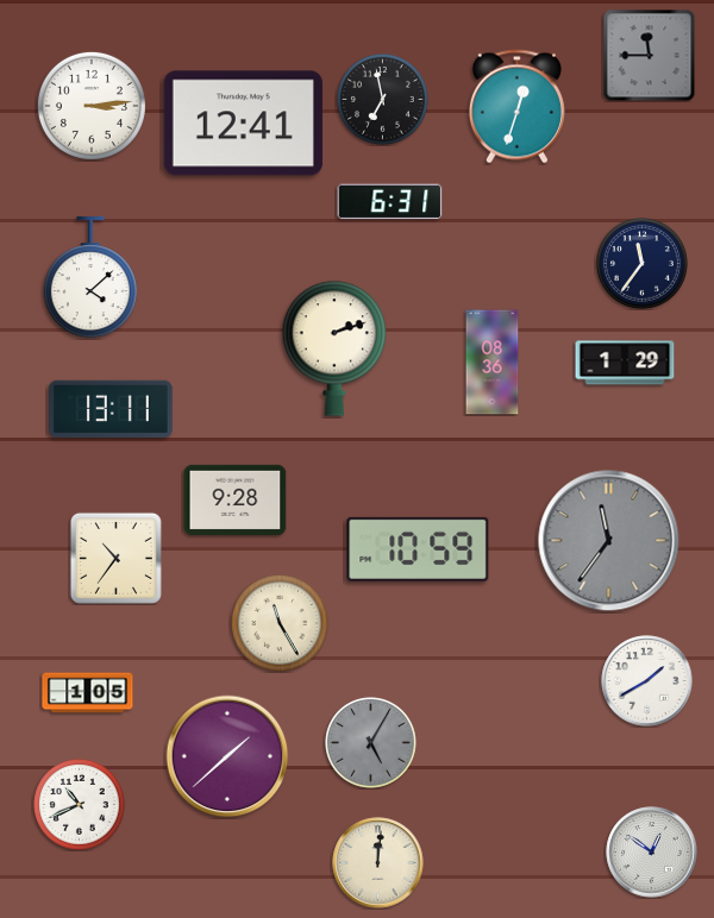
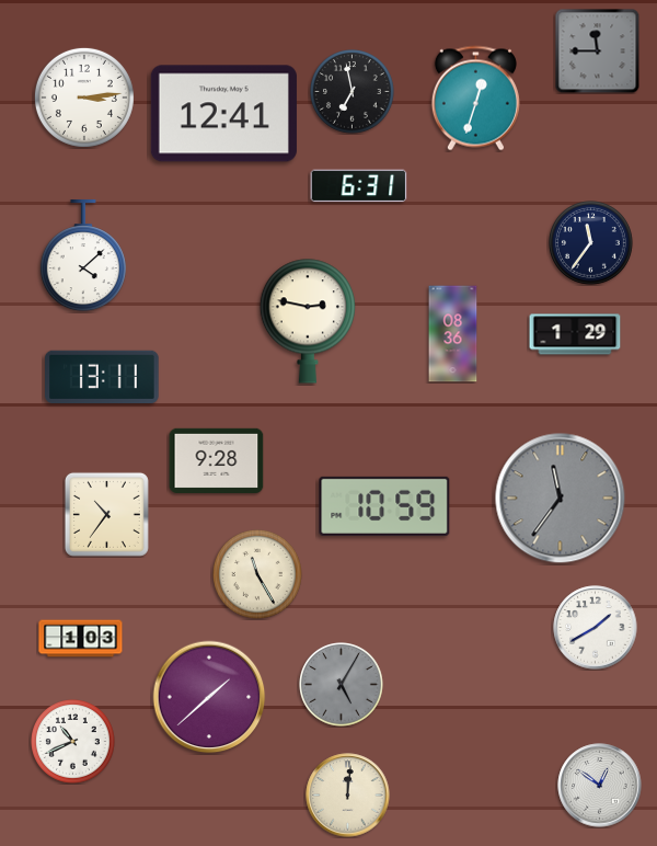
clock at (334, 348): 2:12 -> 2:47
clock at (88, 693): 1:05 -> 1:03
